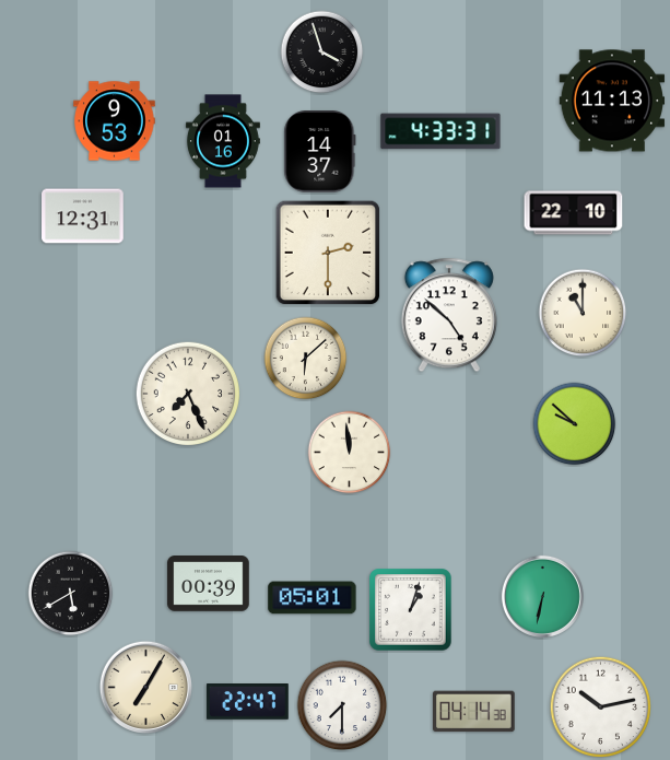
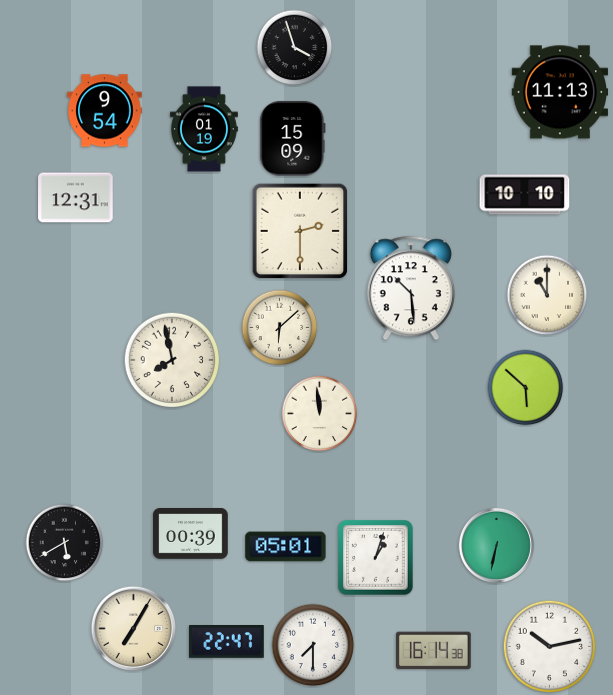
clock at (115, 121): 9:53 -> 9:54
clock at (440, 131): 4:33 -> none
clock at (223, 141): 01:16 -> 01:19
clock at (320, 152): 14:37 -> 15:09
clock at (574, 213): 22:10 -> 10:10
clock at (583, 313) position: (583, 313) -> (547, 295)
clock at (449, 315): 4:52 -> 10:29
clock at (188, 394): 7:26 -> 7:58
clock at (575, 424): 9:52 -> 5:52
clock at (474, 712): 04:14 -> 16:14
